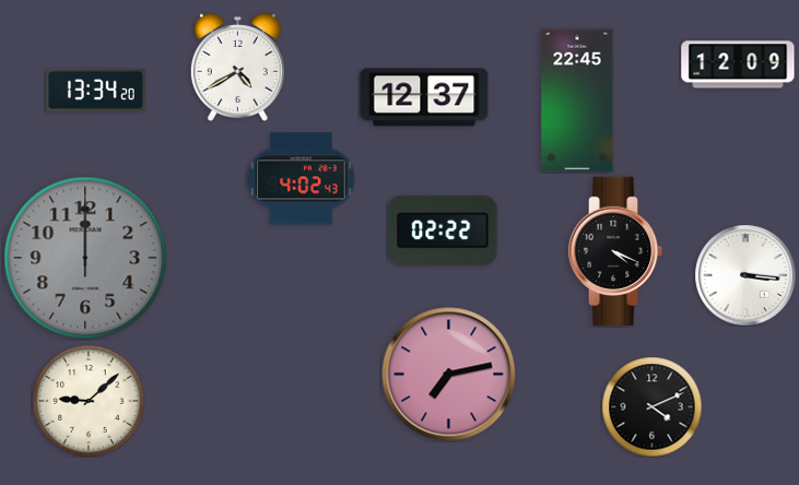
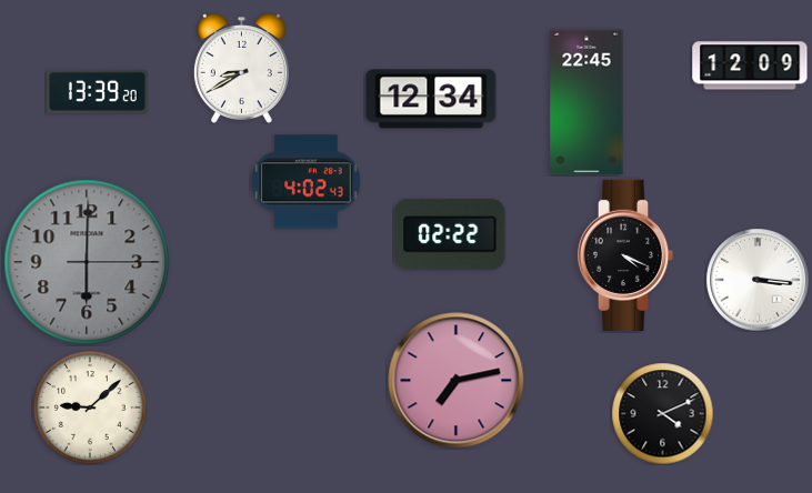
clock at (237, 67): 4:40 -> 8:40
clock at (96, 90): 13:34 -> 13:39
clock at (424, 97): 12:37 -> 12:34
clock at (85, 258): 12:00 -> 6:00
